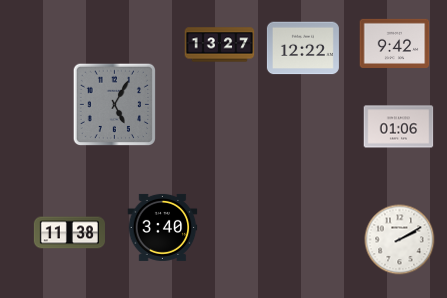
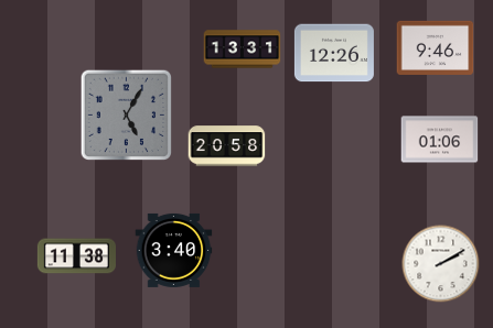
clock at (395, 43): 9:42 -> 9:46
clock at (220, 45): 13:27 -> 13:31
clock at (303, 48): 12:22 -> 12:26
clock at (227, 146): none -> 20:58
clock at (163, 227) position: (163, 227) -> (174, 250)
